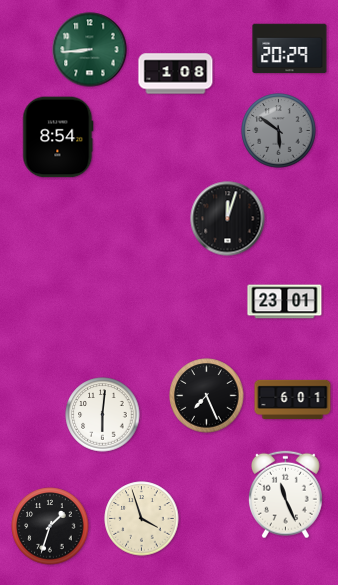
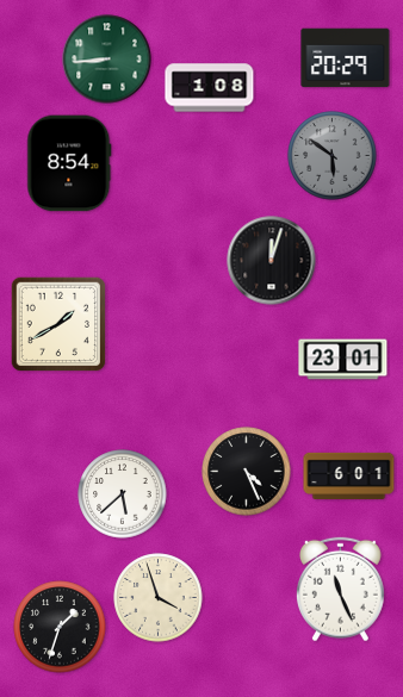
clock at (58, 324): none -> 1:40
clock at (285, 302) position: (285, 302) -> (343, 360)
clock at (207, 396): 7:26 -> 4:26
clock at (103, 415): 6:01 -> 5:38
clock at (142, 519) position: (142, 519) -> (159, 598)
